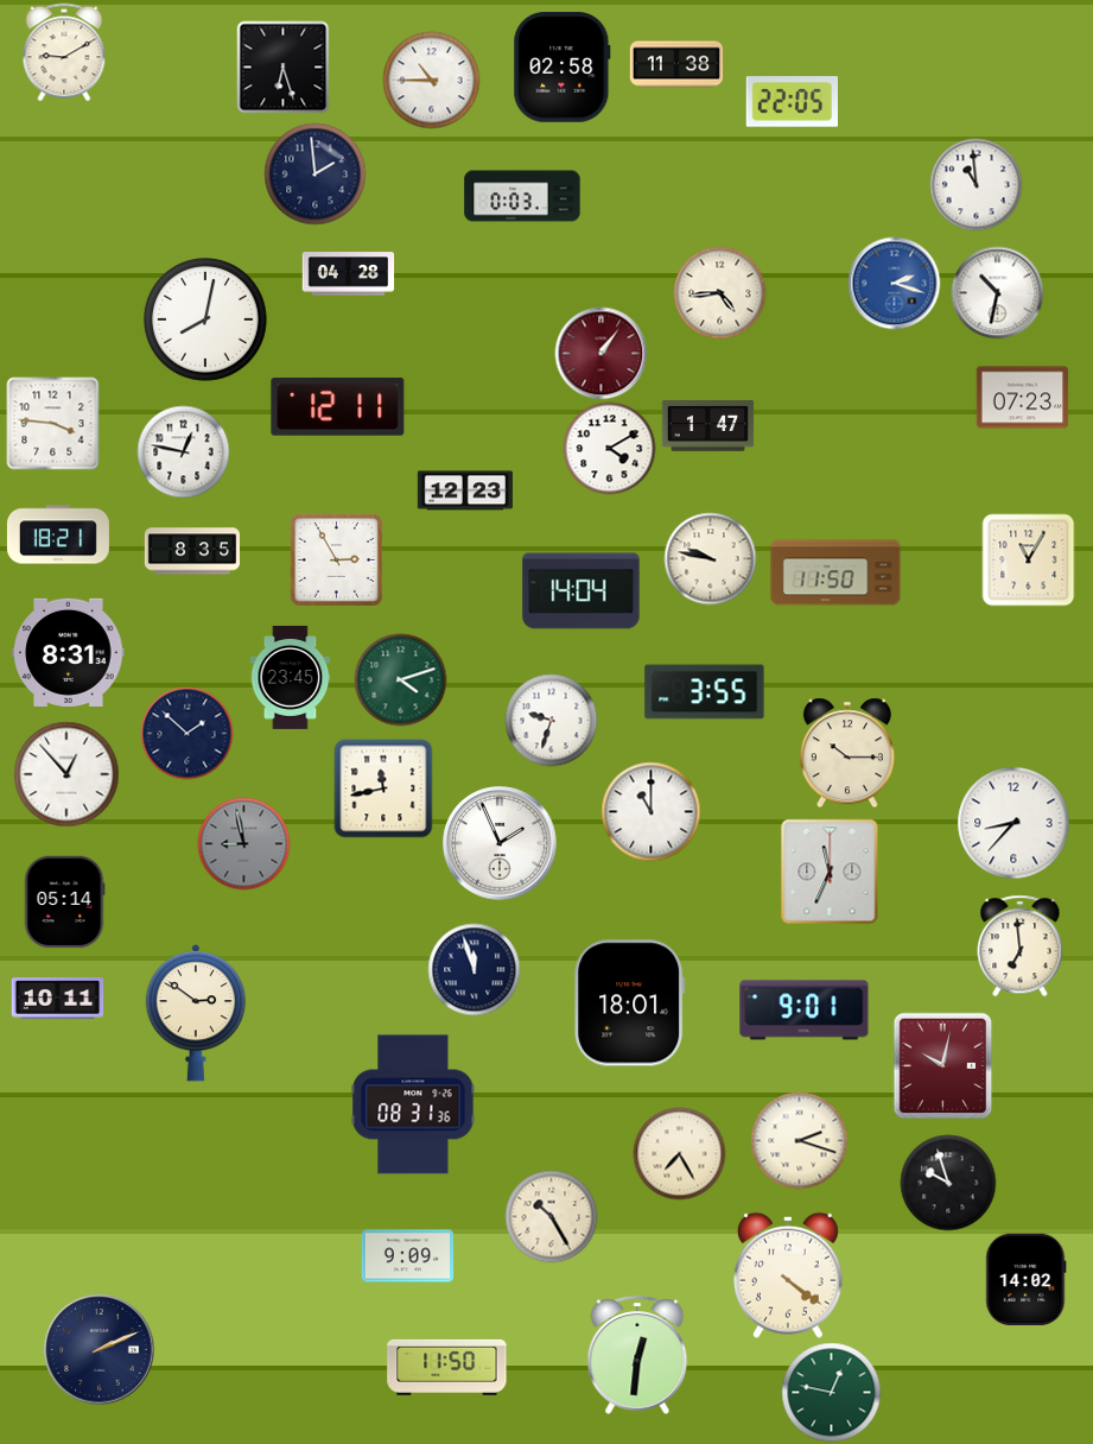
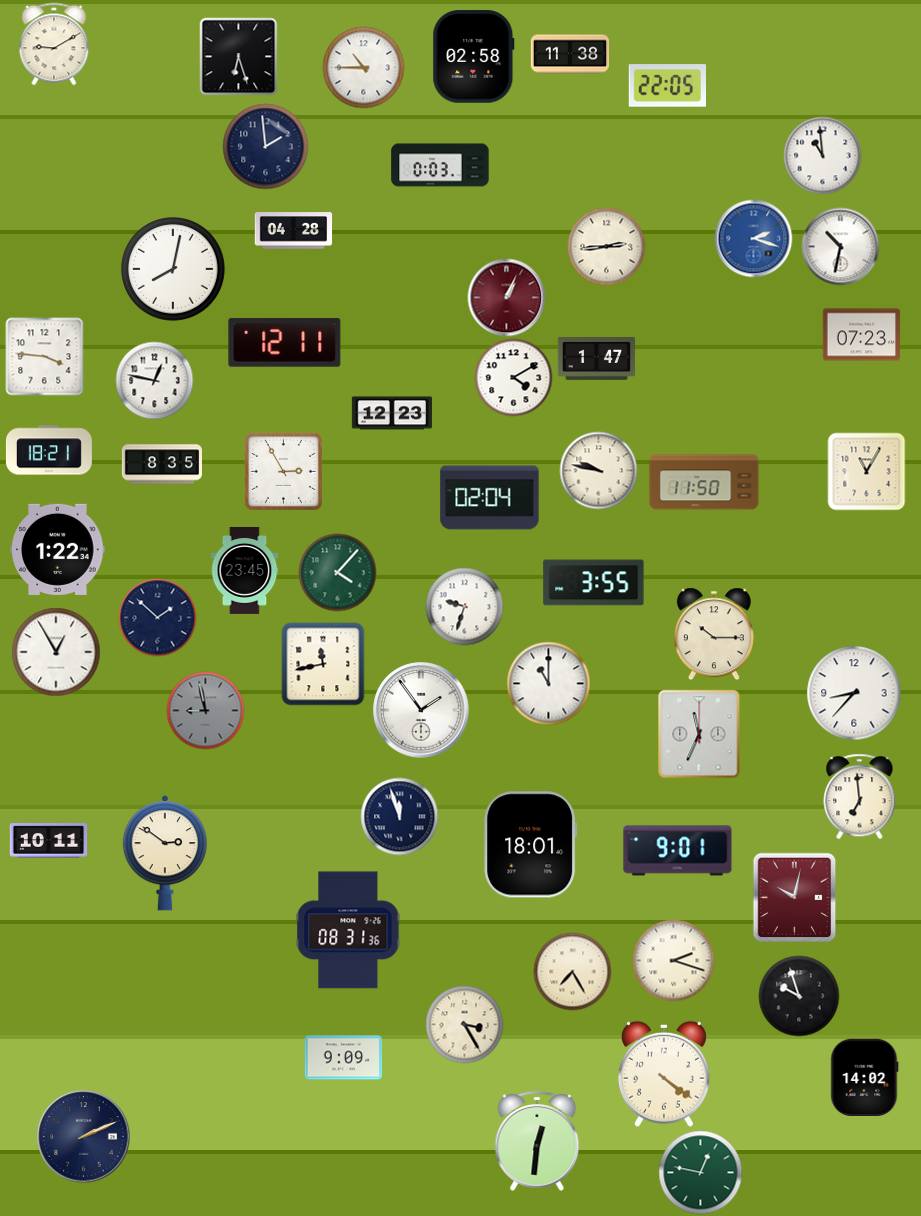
clock at (719, 292): 4:44 -> 2:44
clock at (600, 353): 1:06 -> 1:04
clock at (582, 591): 14:04 -> 02:04
clock at (69, 652): 8:31 -> 1:22
clock at (400, 679): 4:12 -> 4:07
clock at (66, 774): 12:53 -> 12:55
clock at (500, 843): 1:56 -> 1:54
clock at (64, 901): 05:14 -> none
clock at (551, 1216): 10:25 -> 3:25
clock at (447, 1367): 11:50 -> none
